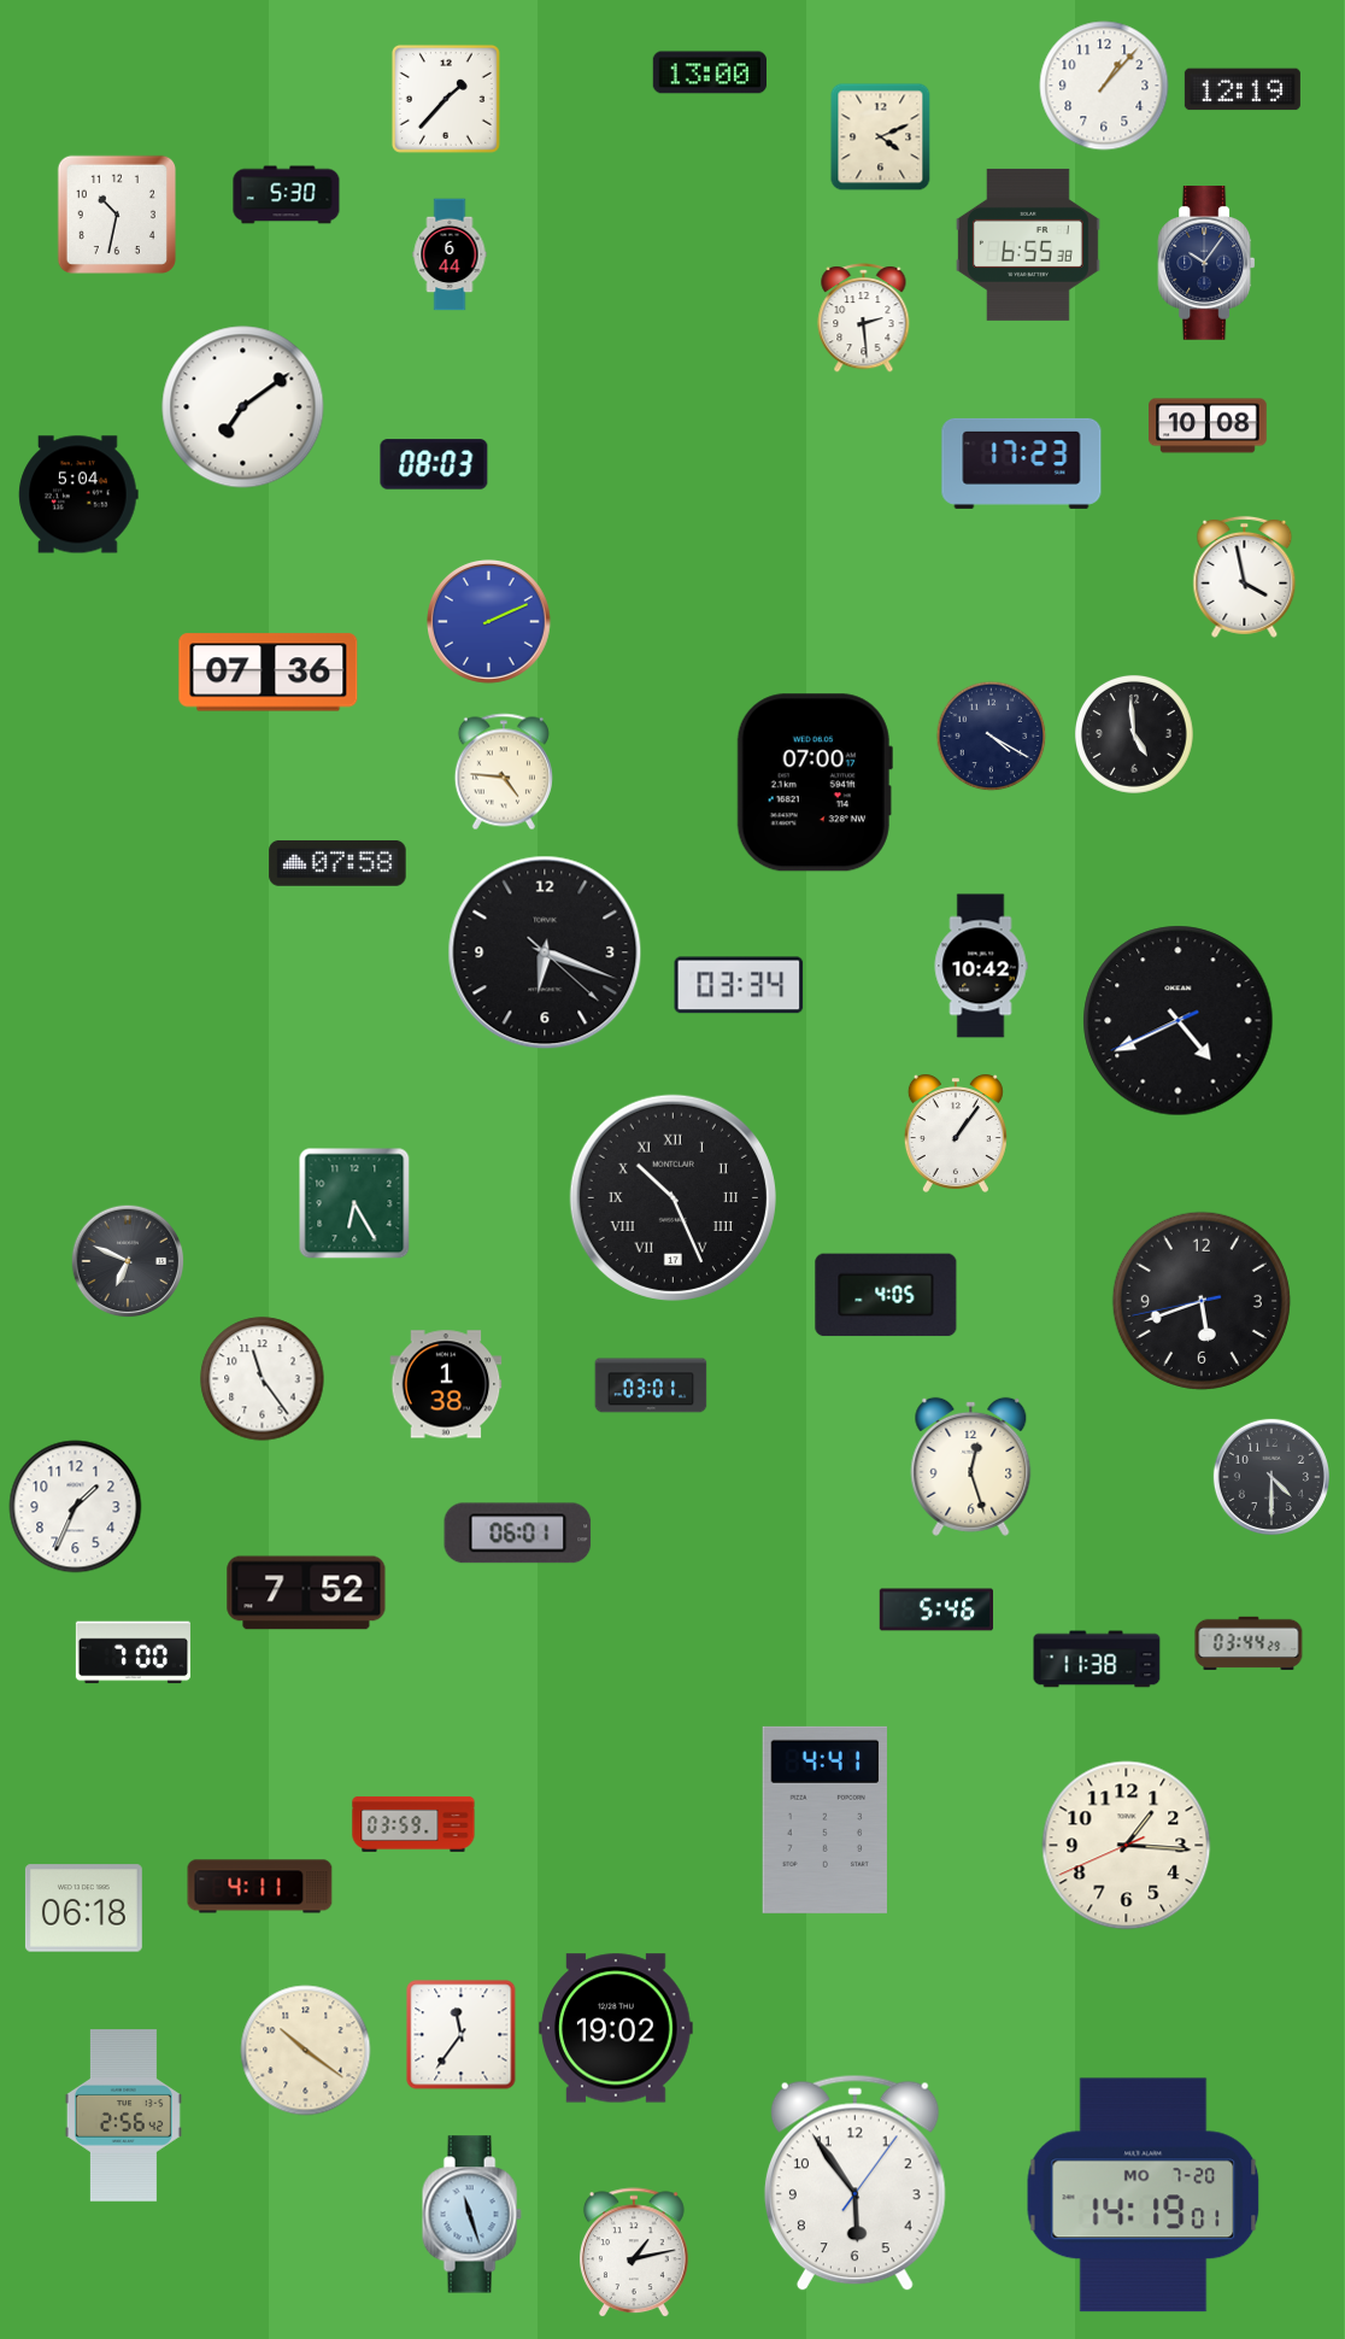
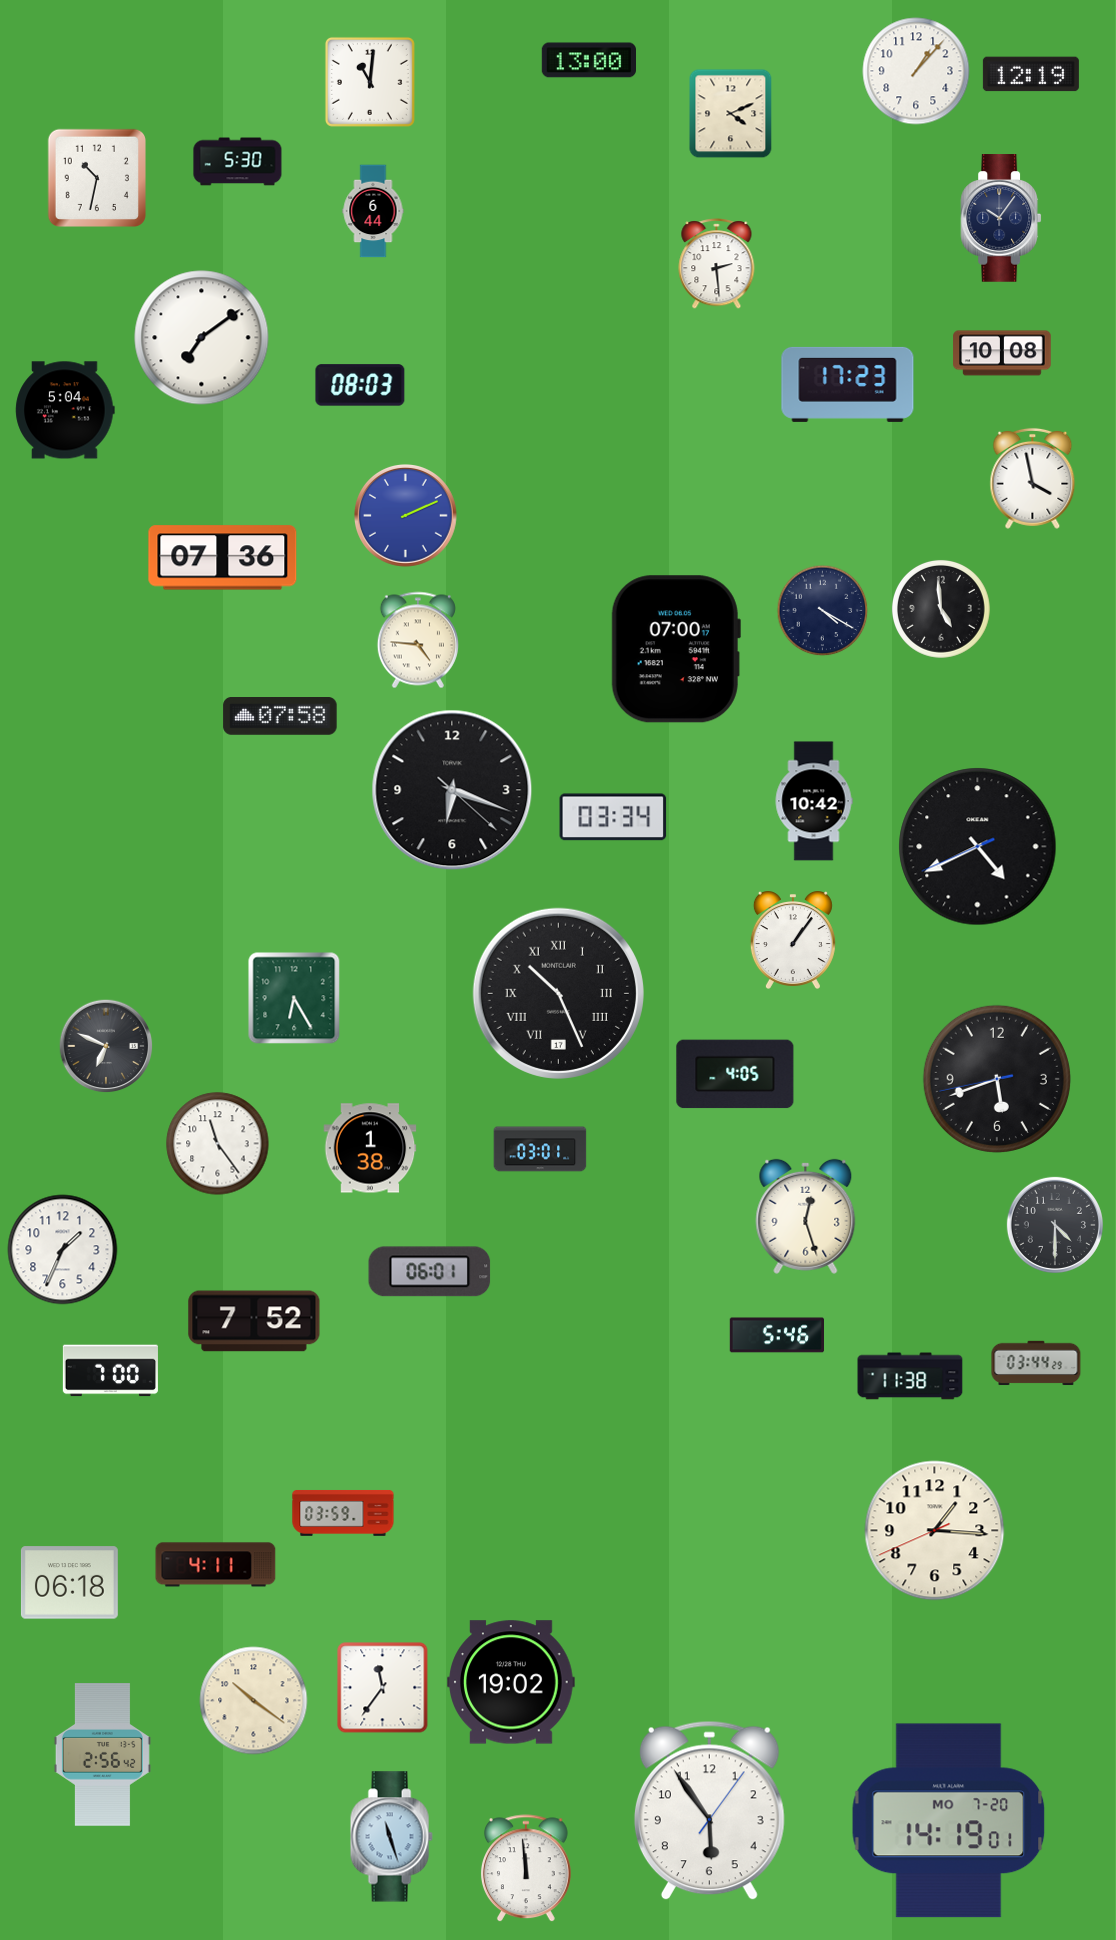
clock at (446, 99): 1:37 -> 11:01
clock at (1028, 245): 6:55 -> none
clock at (824, 1819): 4:41 -> none
clock at (634, 2253): 1:13 -> 11:59
